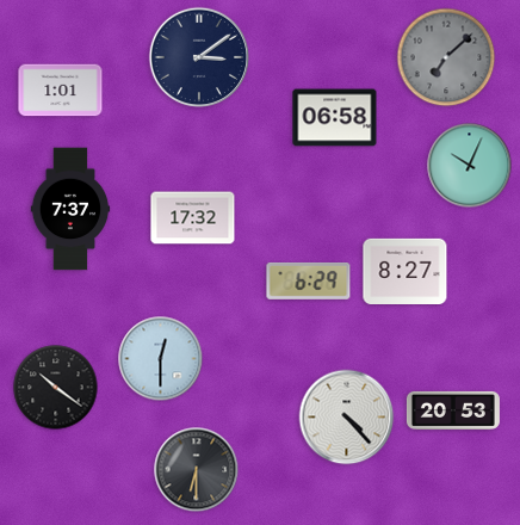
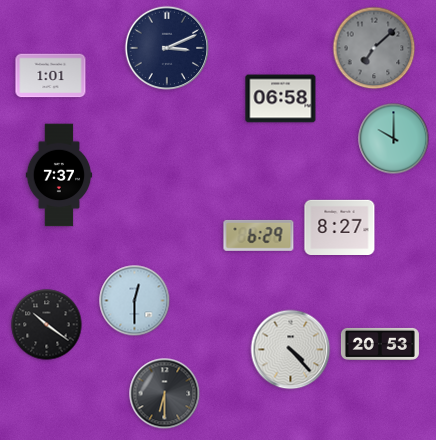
clock at (199, 57): 3:09 -> 3:11
clock at (470, 166): 10:04 -> 10:00
clock at (193, 218): 17:32 -> none
